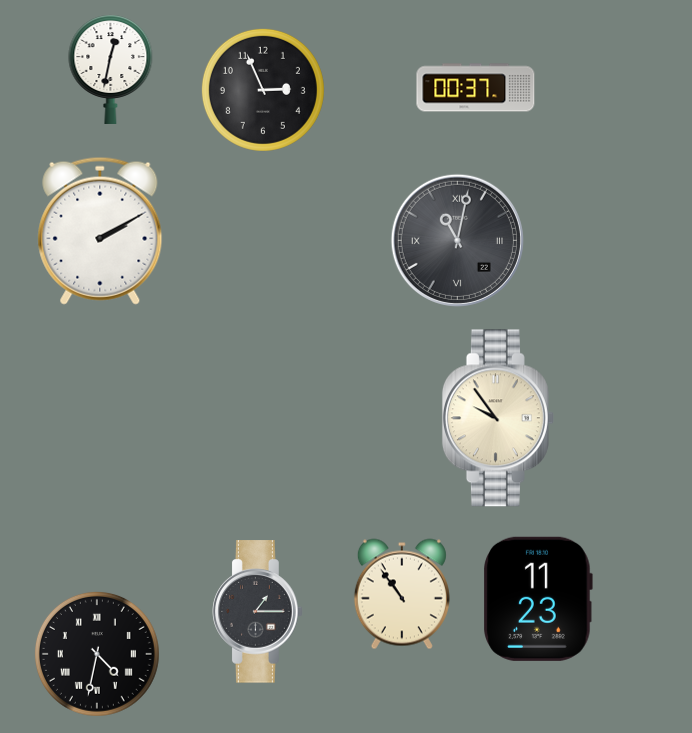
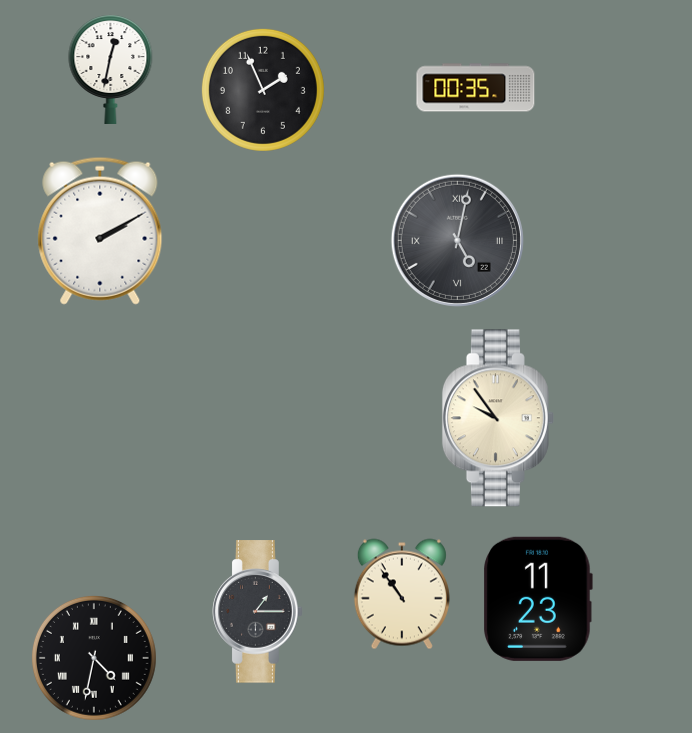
clock at (476, 88): 00:37 -> 00:35
clock at (263, 90): 2:56 -> 1:56
clock at (457, 240): 11:02 -> 5:02
clock at (97, 654) position: (97, 654) -> (94, 658)
